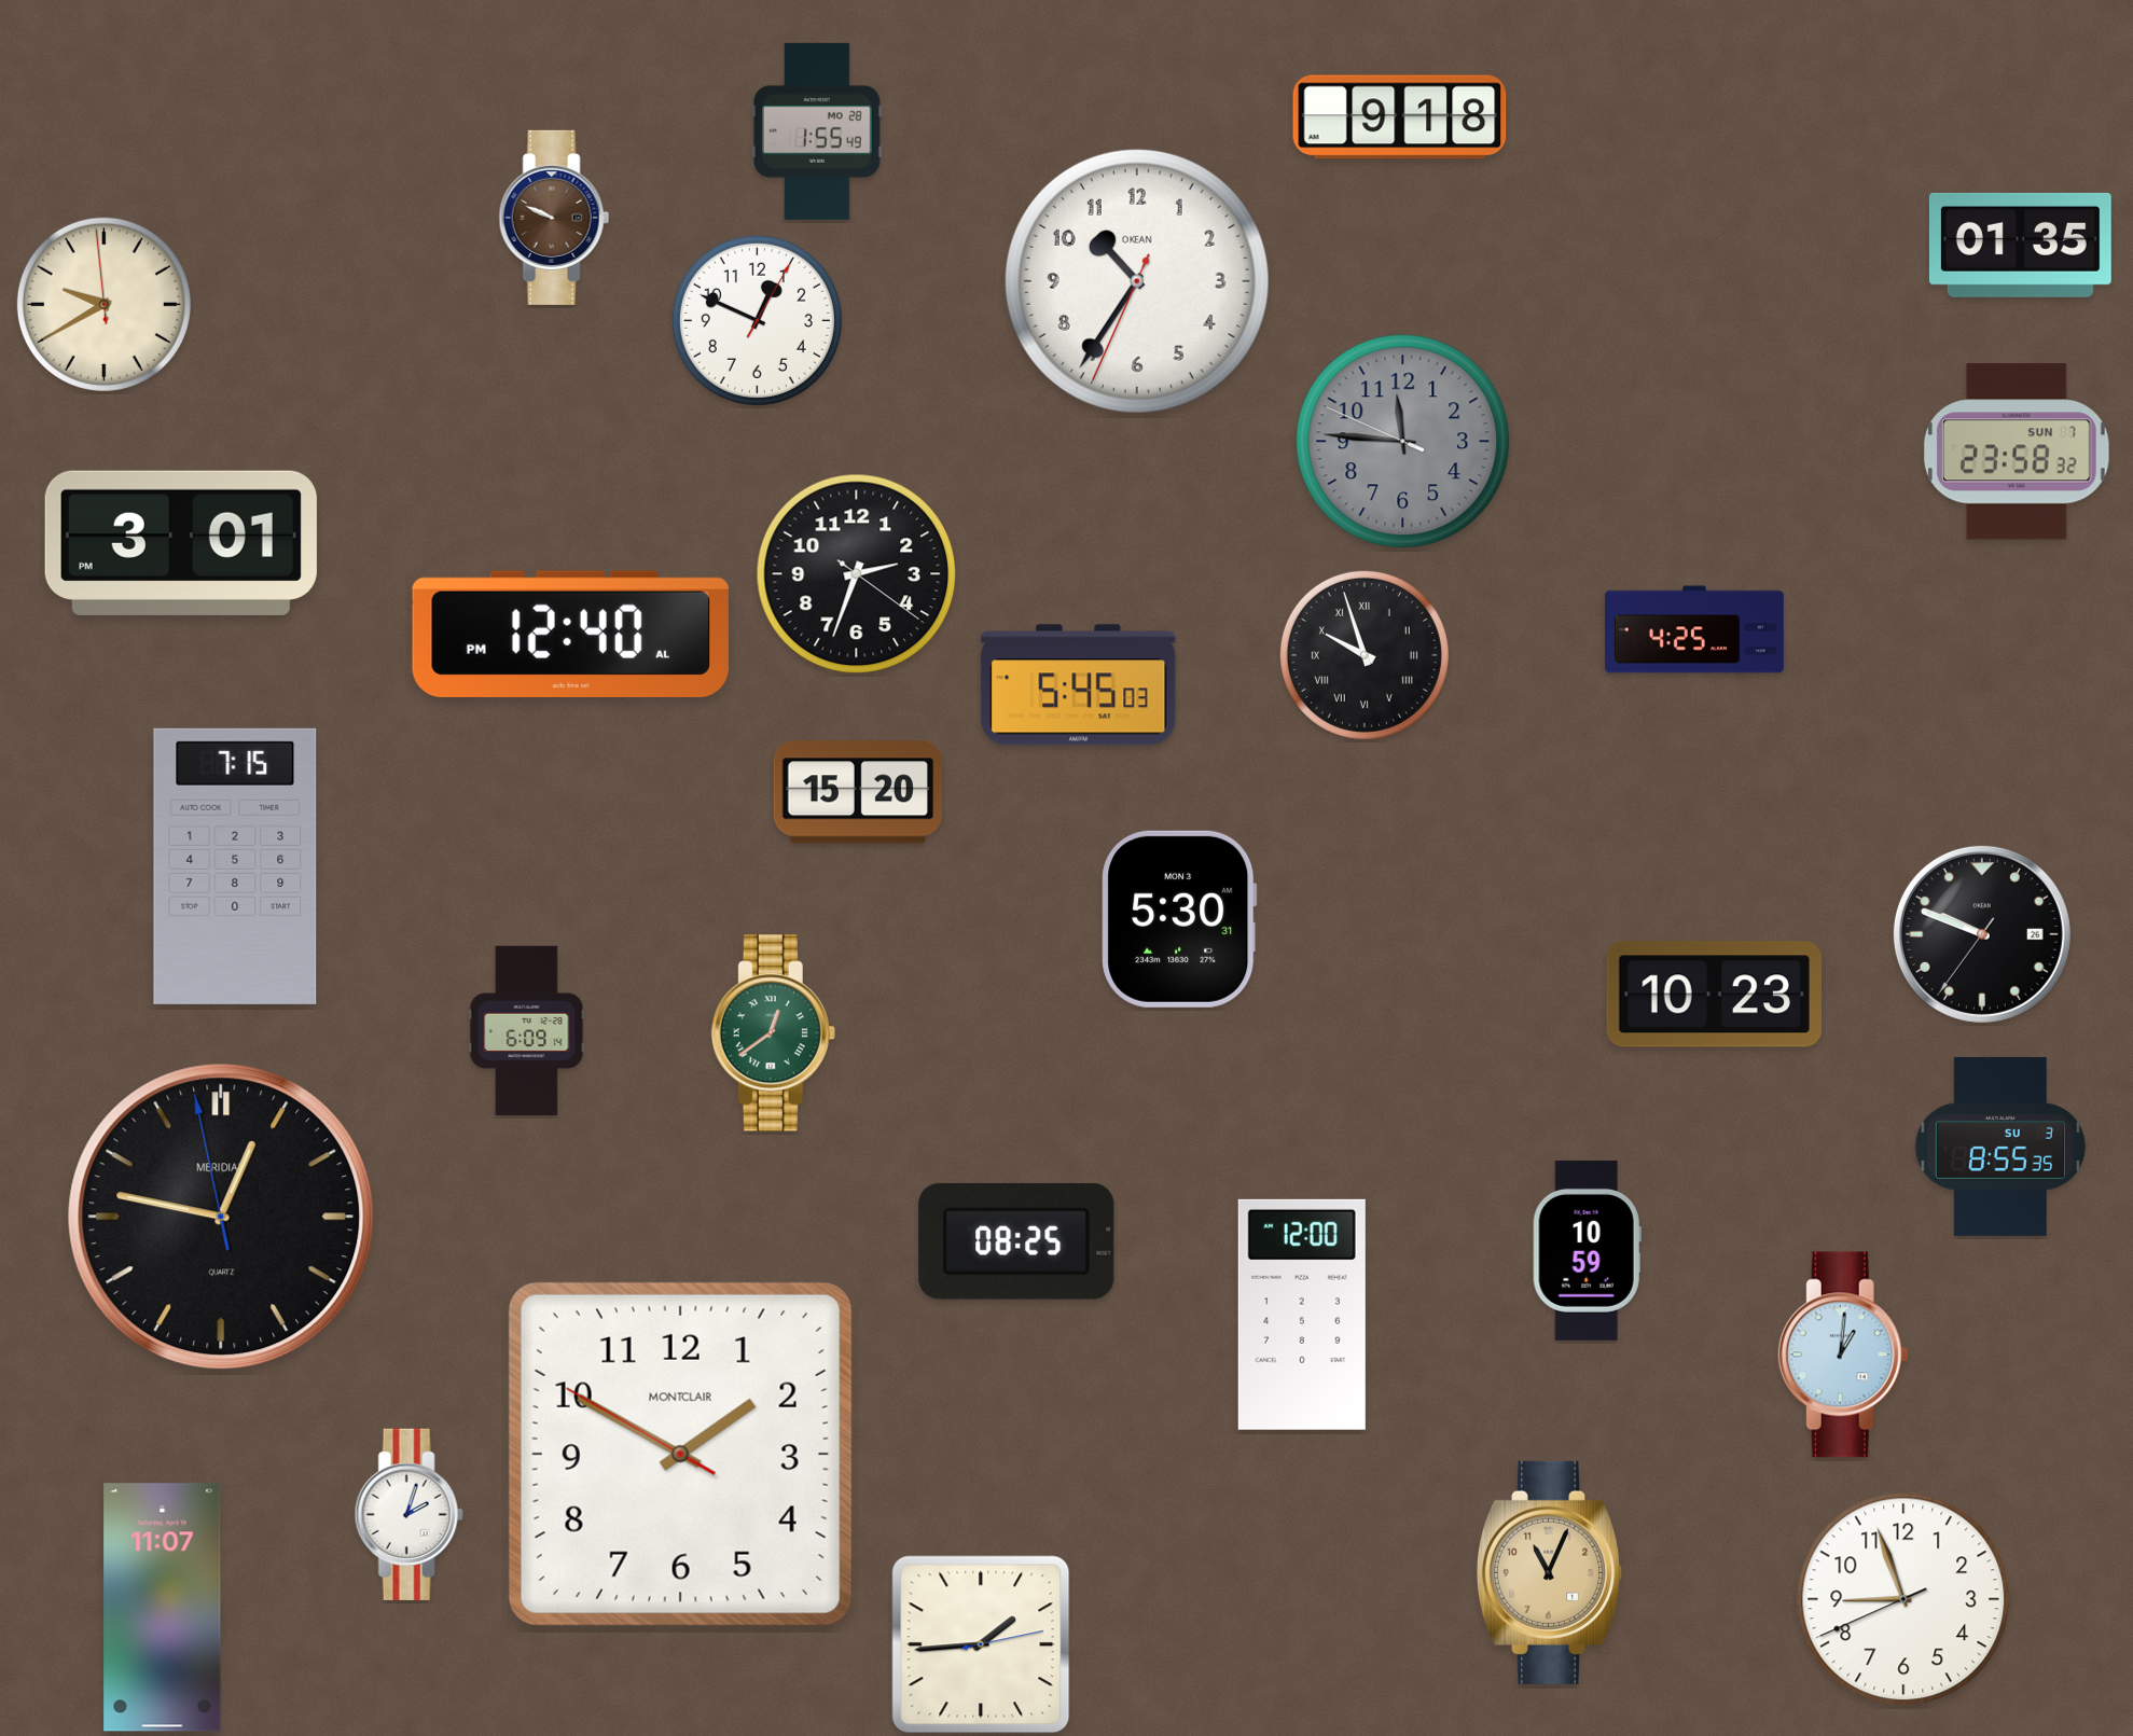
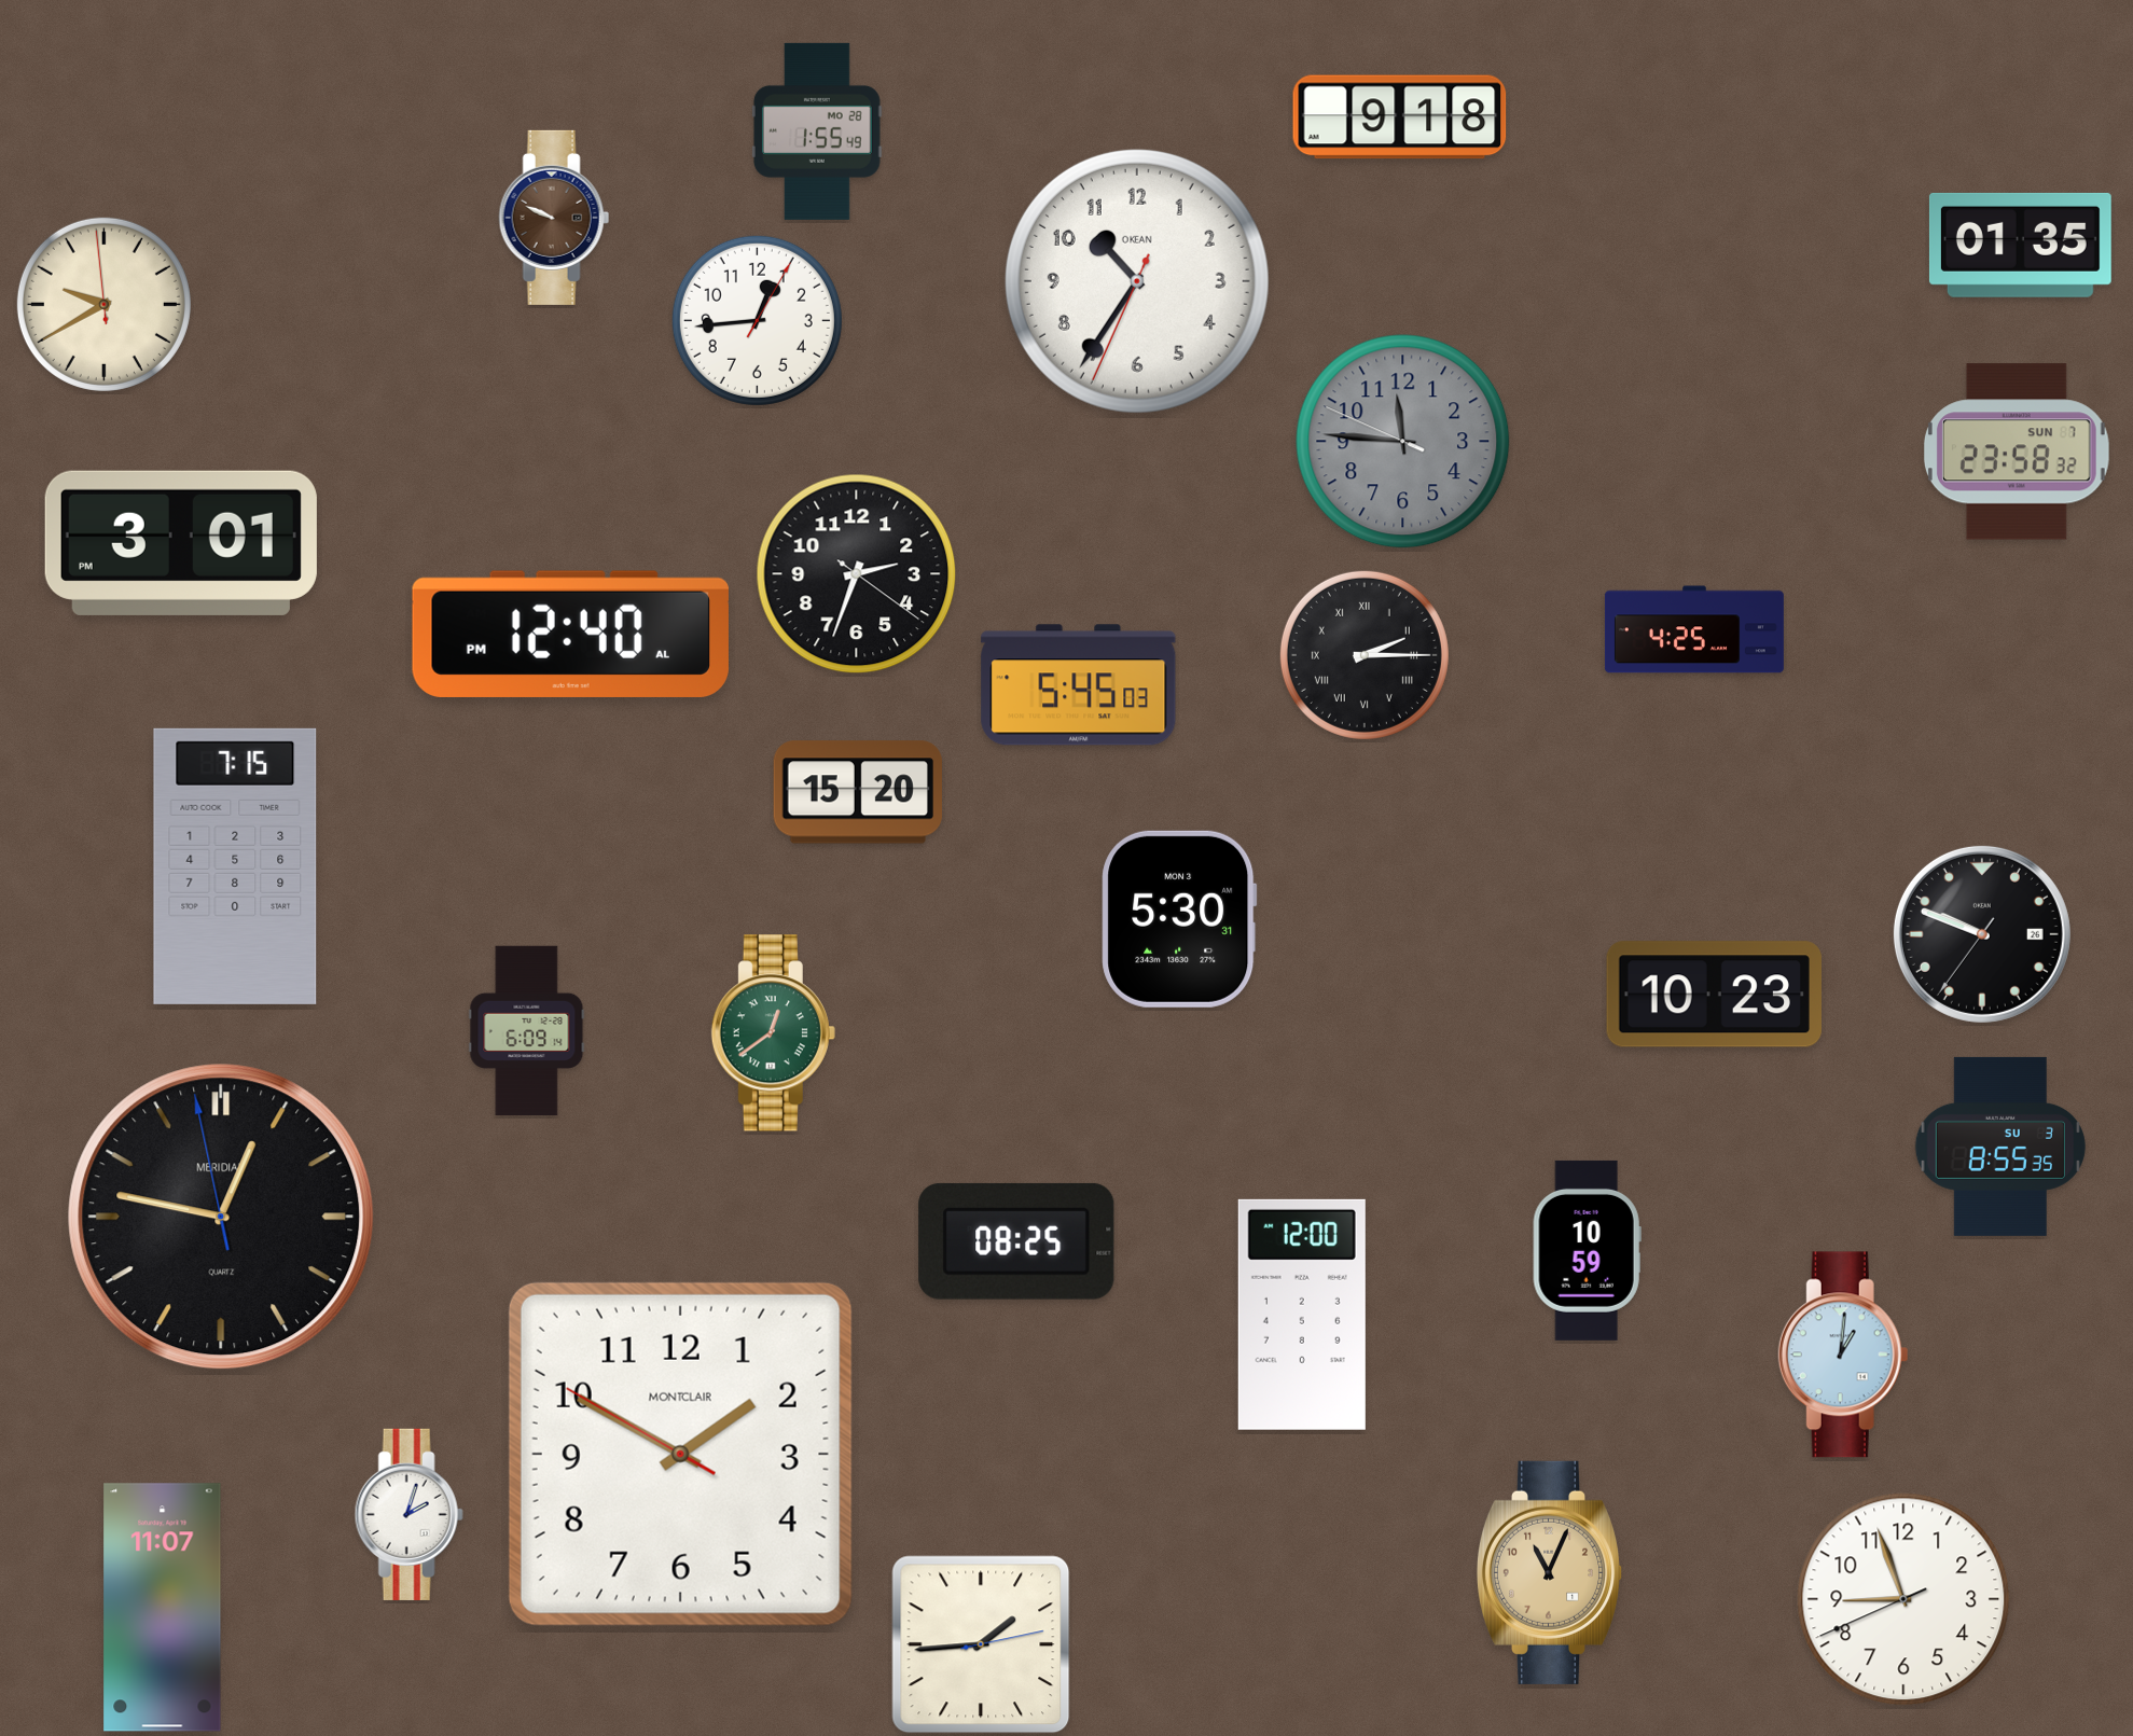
clock at (757, 320): 12:49 -> 12:44
clock at (1365, 655): 9:57 -> 2:15
